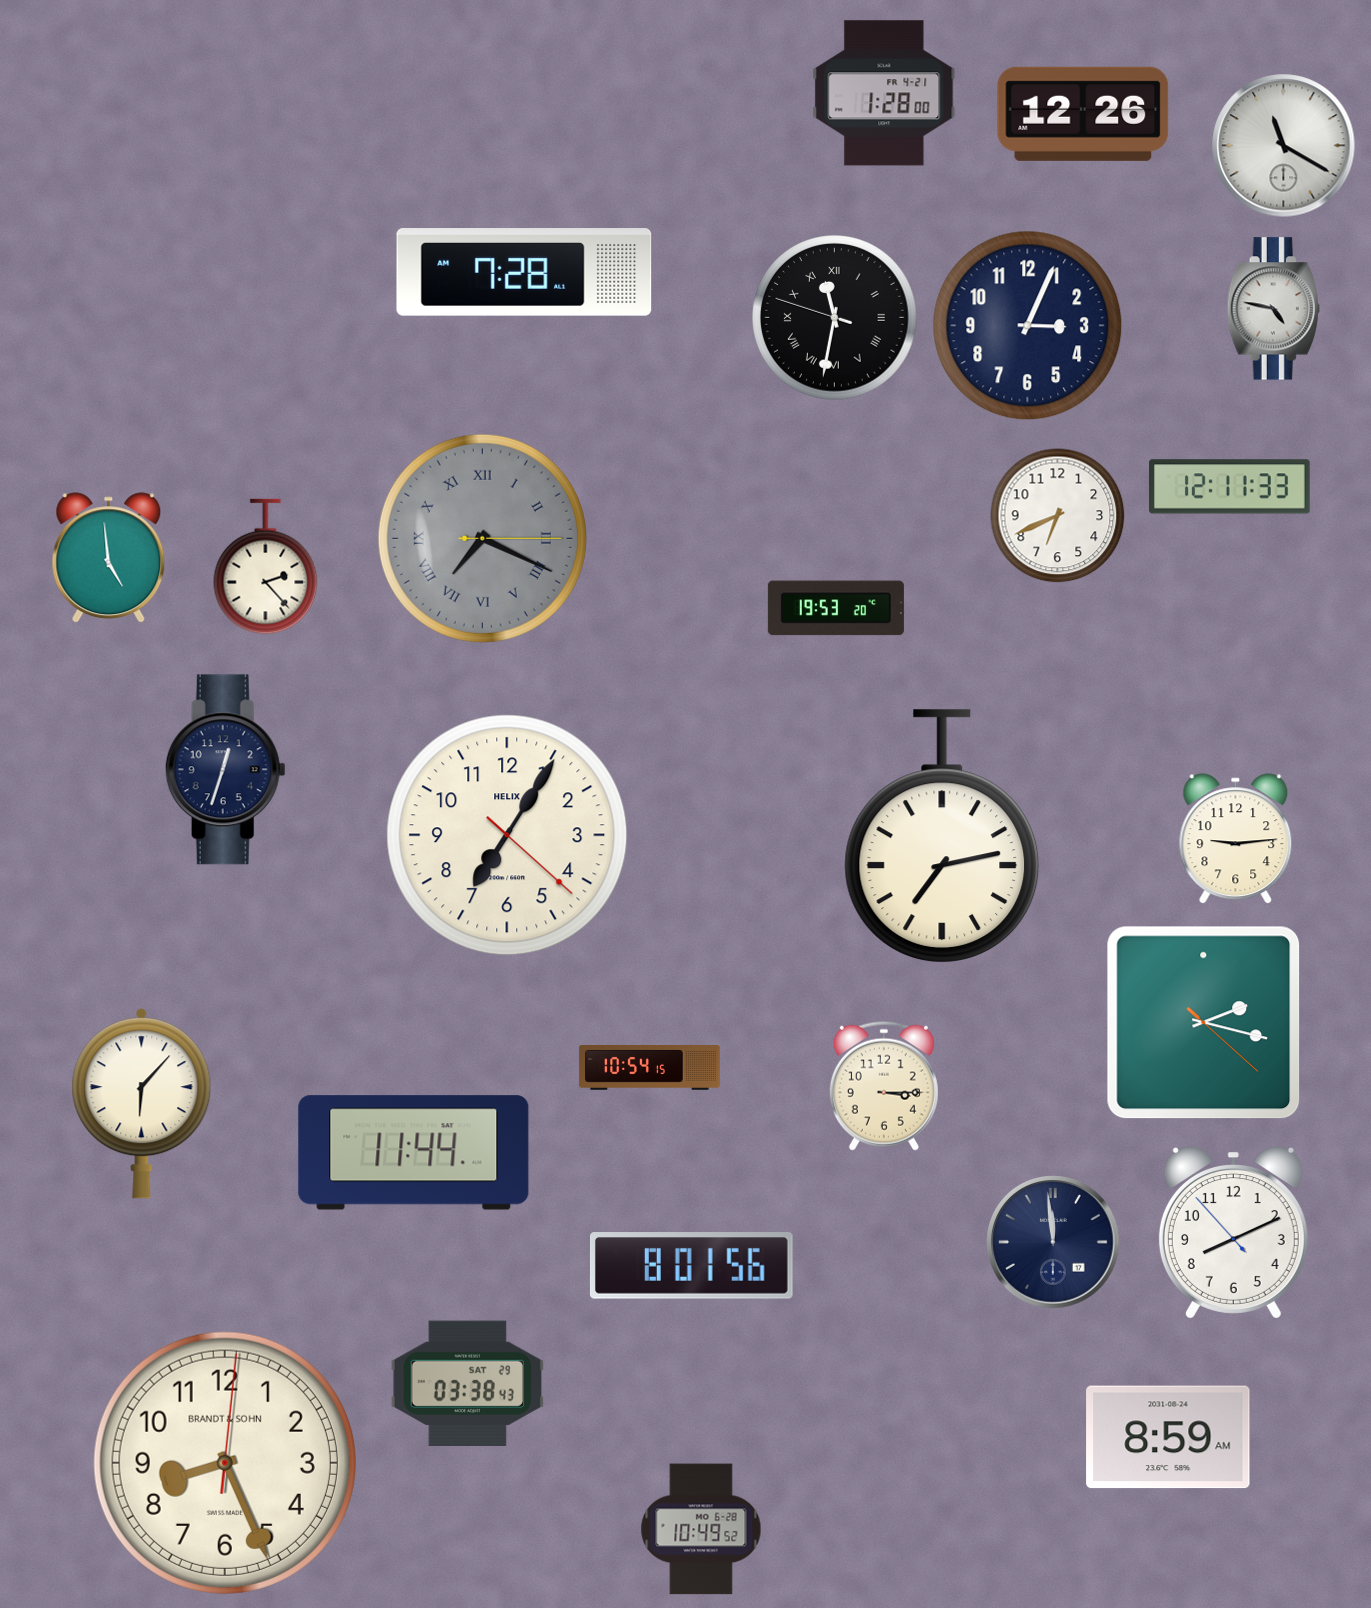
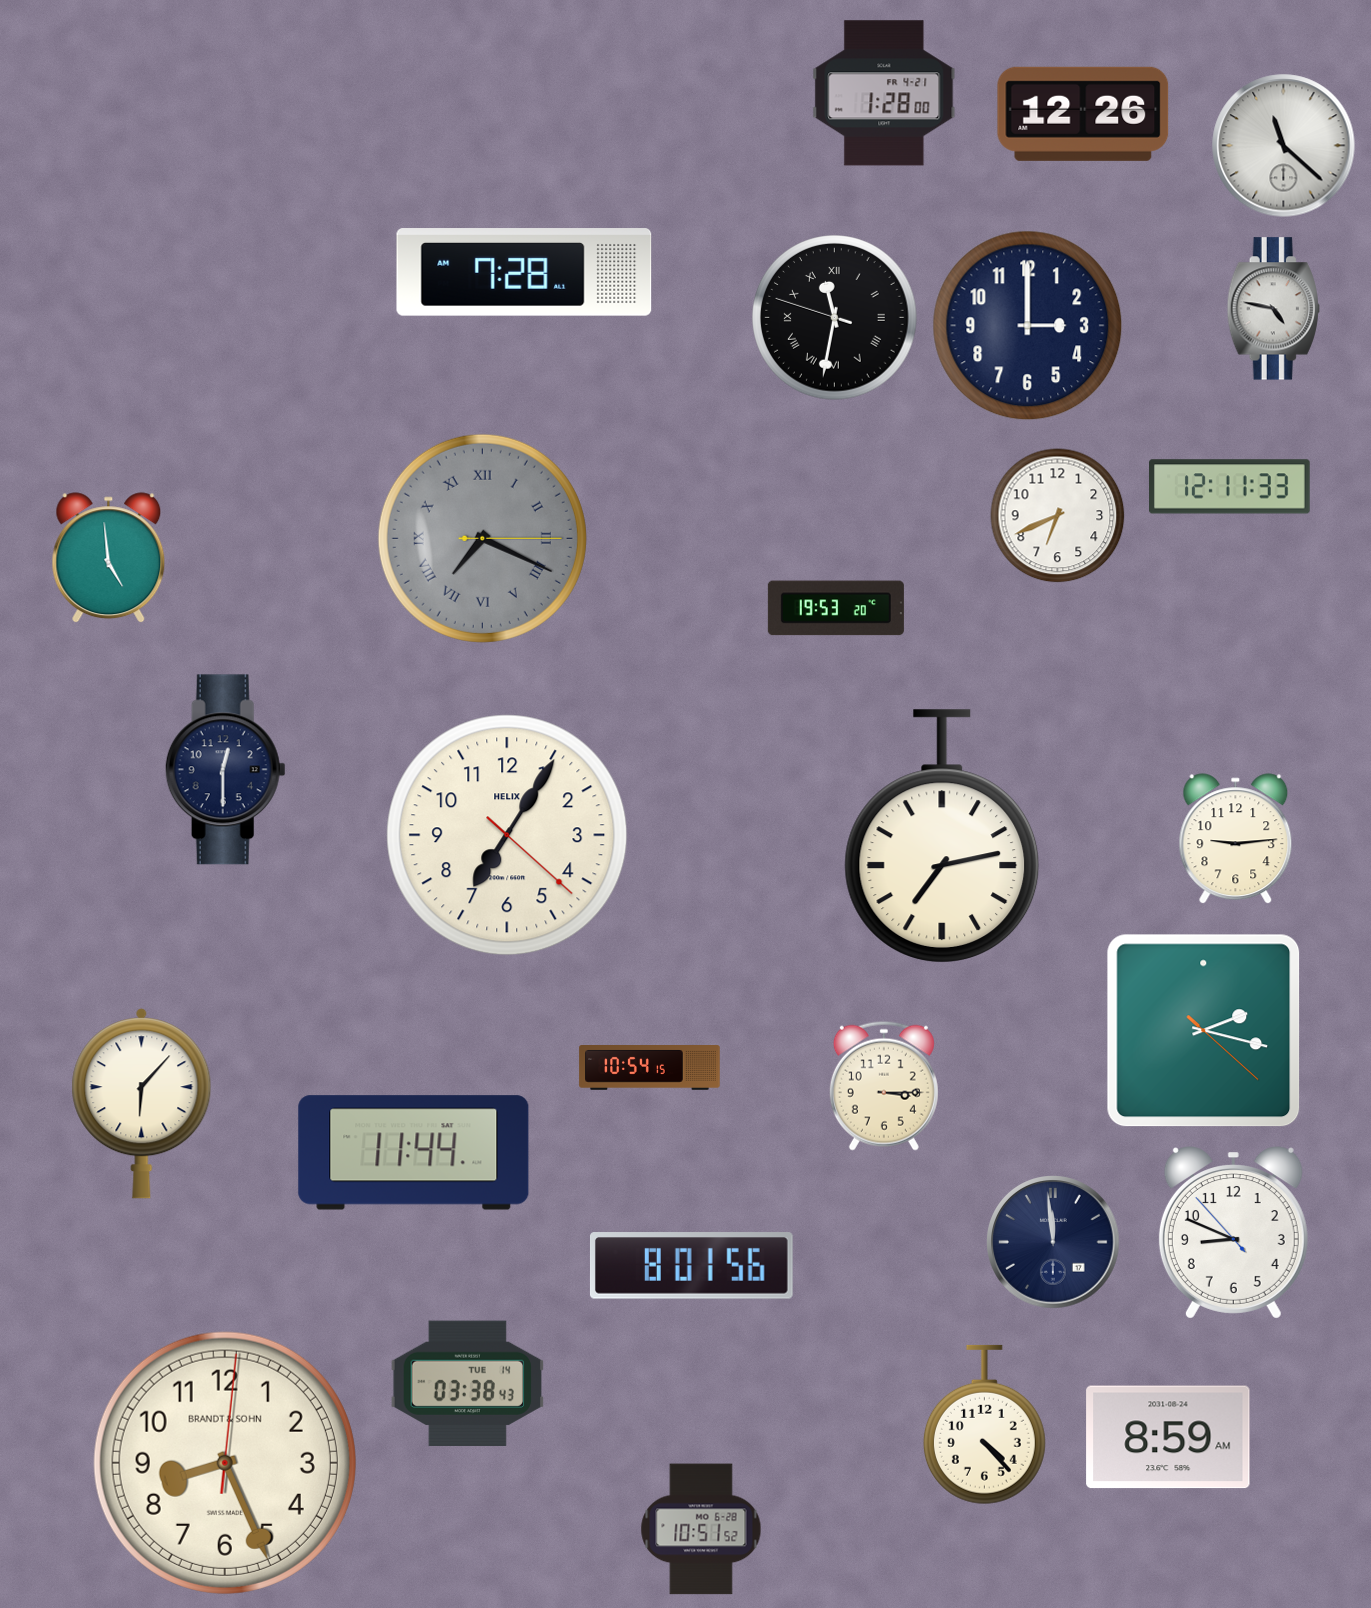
clock at (1284, 146): 11:20 -> 11:22
clock at (1028, 326): 3:04 -> 3:00
clock at (266, 567): 2:23 -> none
clock at (225, 770): 12:33 -> 12:30
clock at (1204, 1023) position: (1204, 1023) -> (1204, 1031)
clock at (1233, 1233): 8:10 -> 8:48
clock at (468, 1383) date: SAT 29 -> TUE 14
clock at (984, 1425): none -> 4:23
clock at (701, 1529): 10:49 -> 10:51
